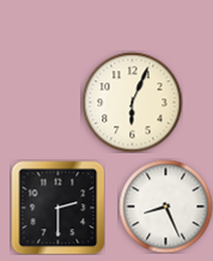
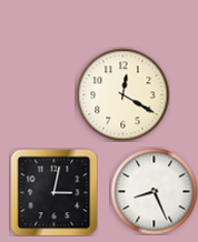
clock at (132, 102): 6:04 -> 12:20
clock at (57, 207): 2:30 -> 3:02
